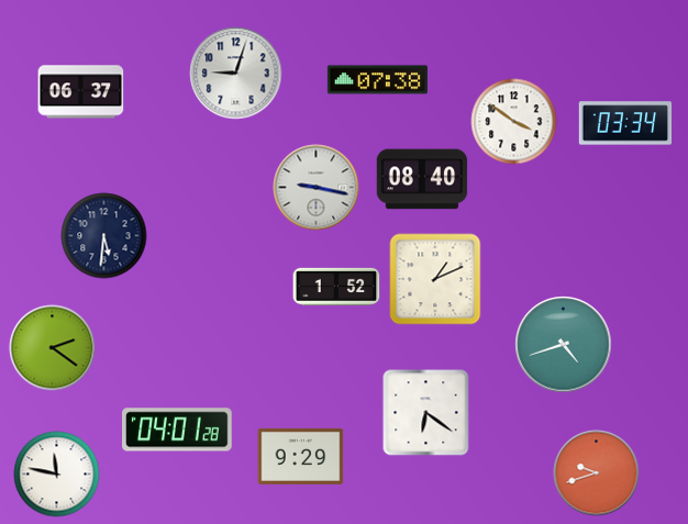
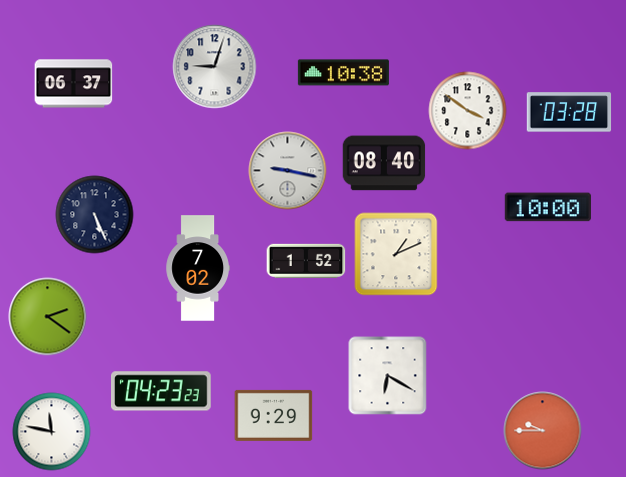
clock at (377, 80): 07:38 -> 10:38
clock at (625, 123): 03:34 -> 03:28
clock at (548, 207): none -> 10:00
clock at (103, 235): 5:31 -> 5:26
clock at (197, 268): none -> 7:02
clock at (563, 344): 4:42 -> none
clock at (425, 412): 6:21 -> 6:20
clock at (178, 430): 04:01 -> 04:23
clock at (596, 472): 9:42 -> 9:45
